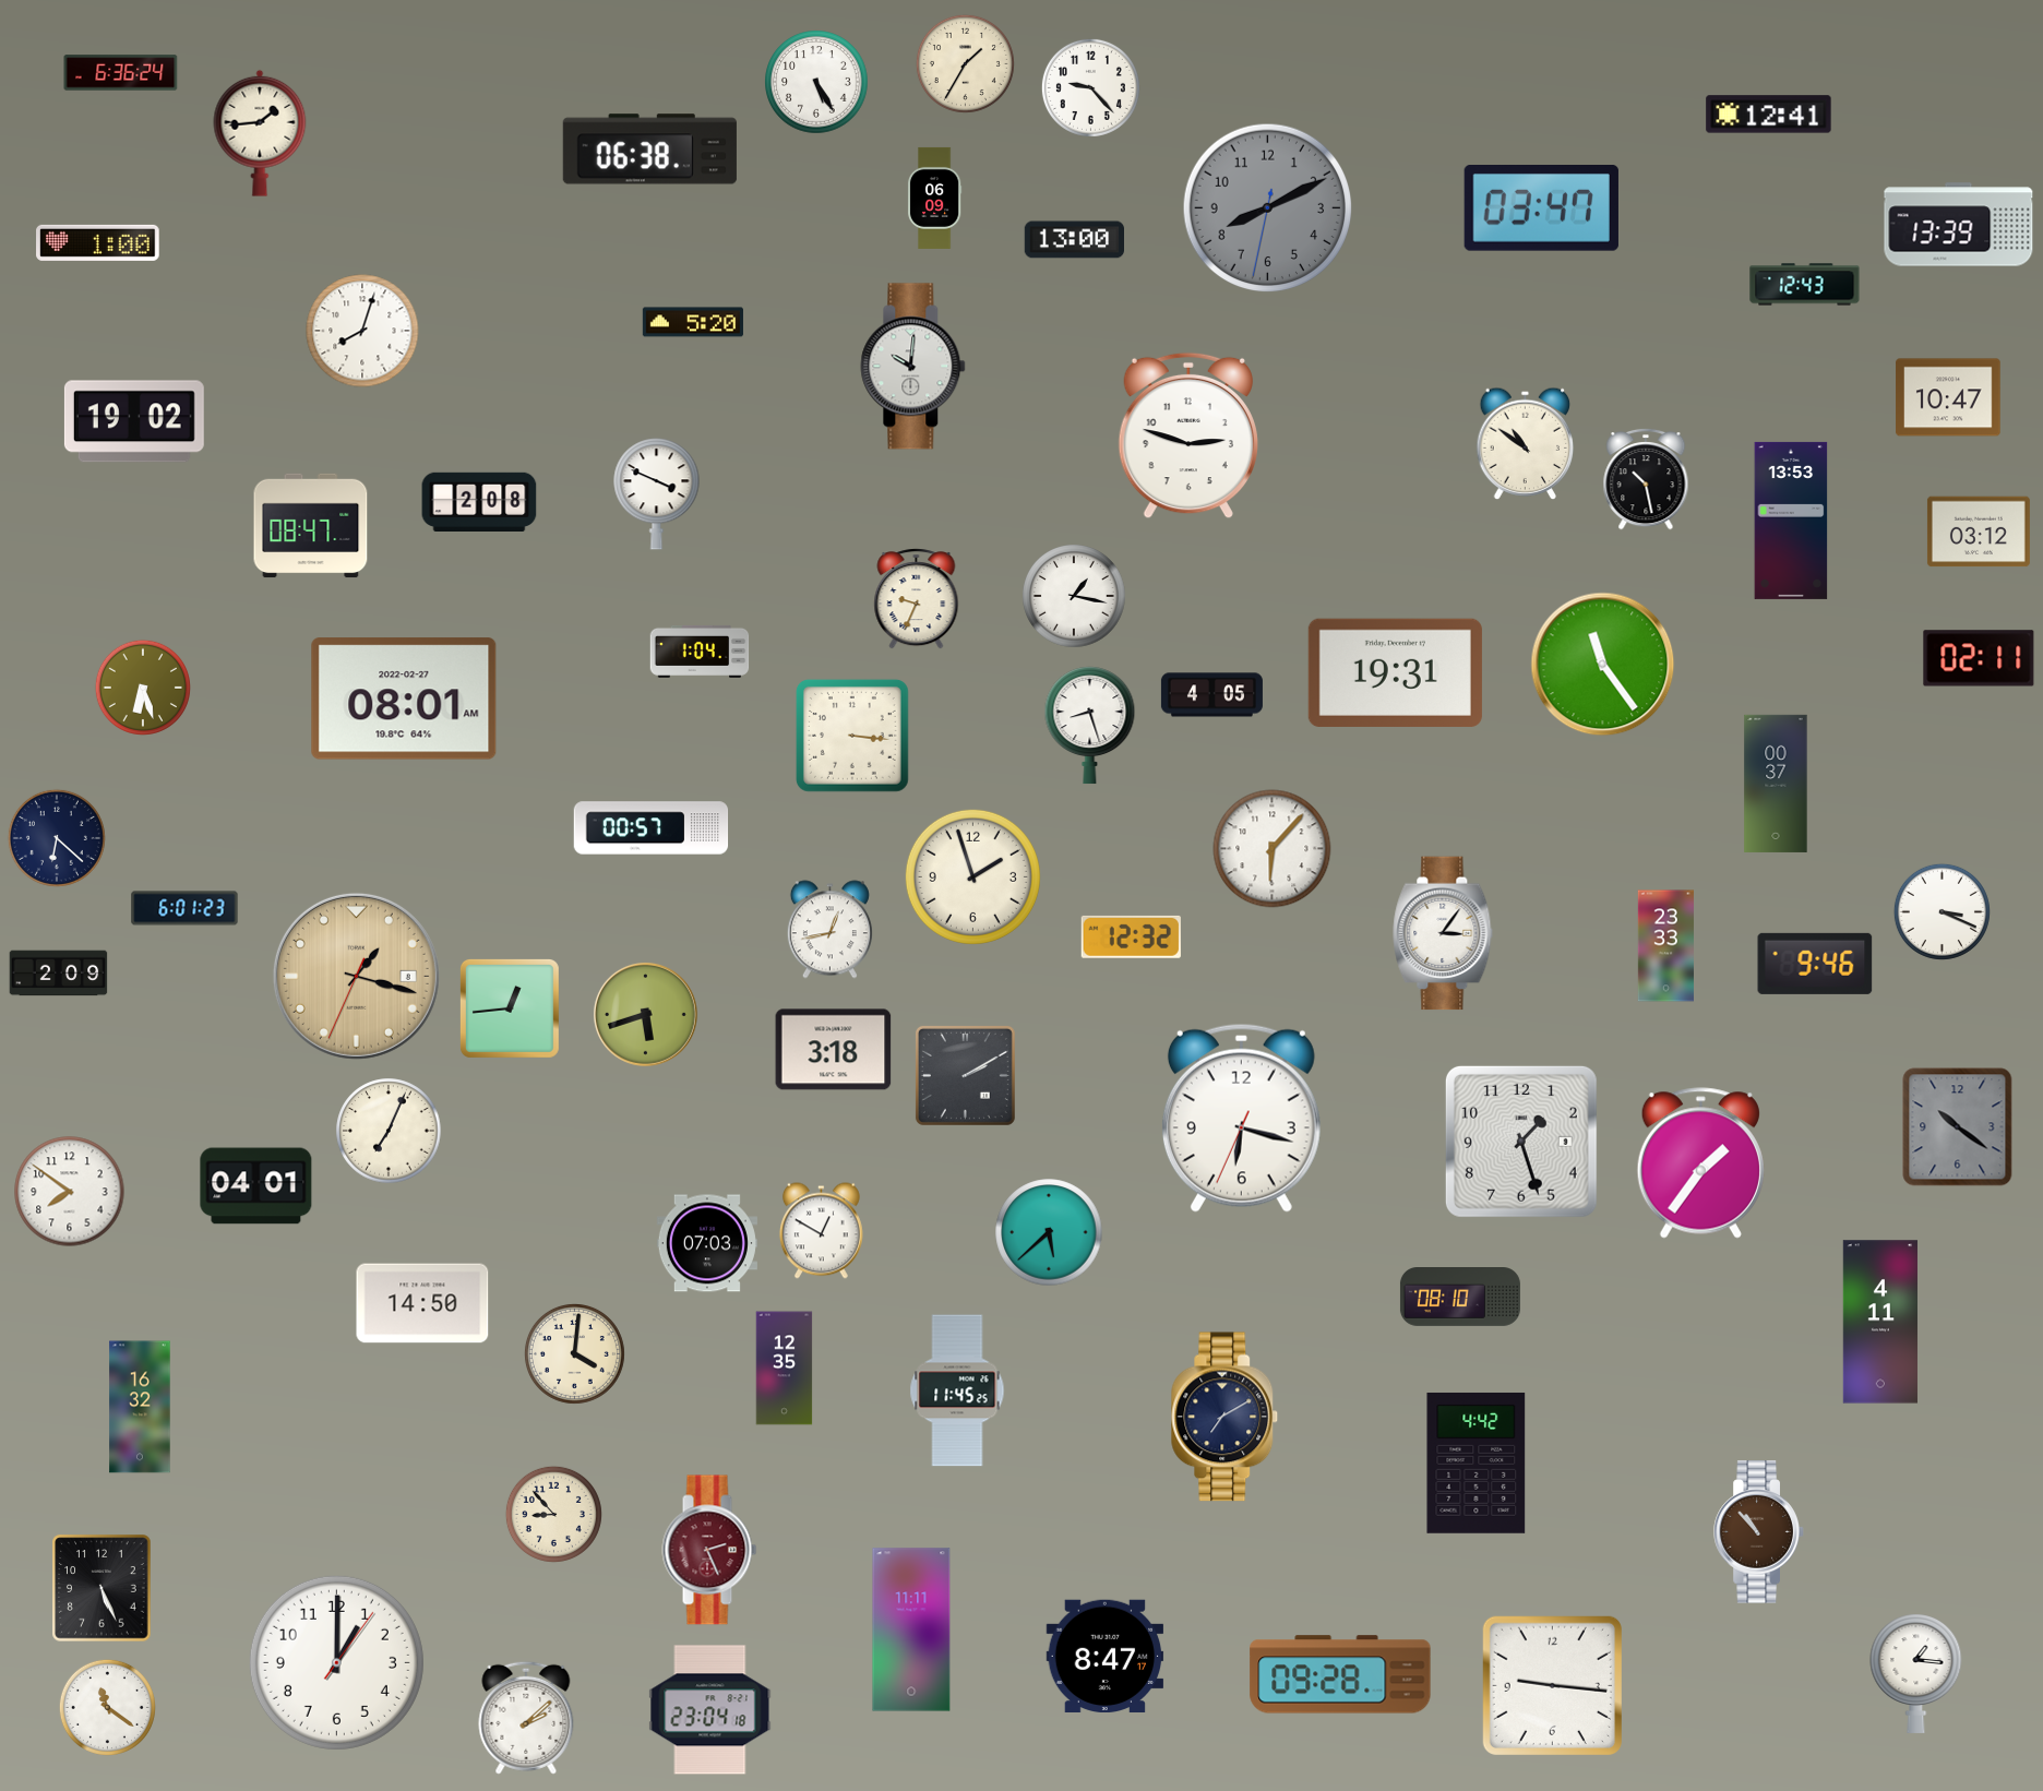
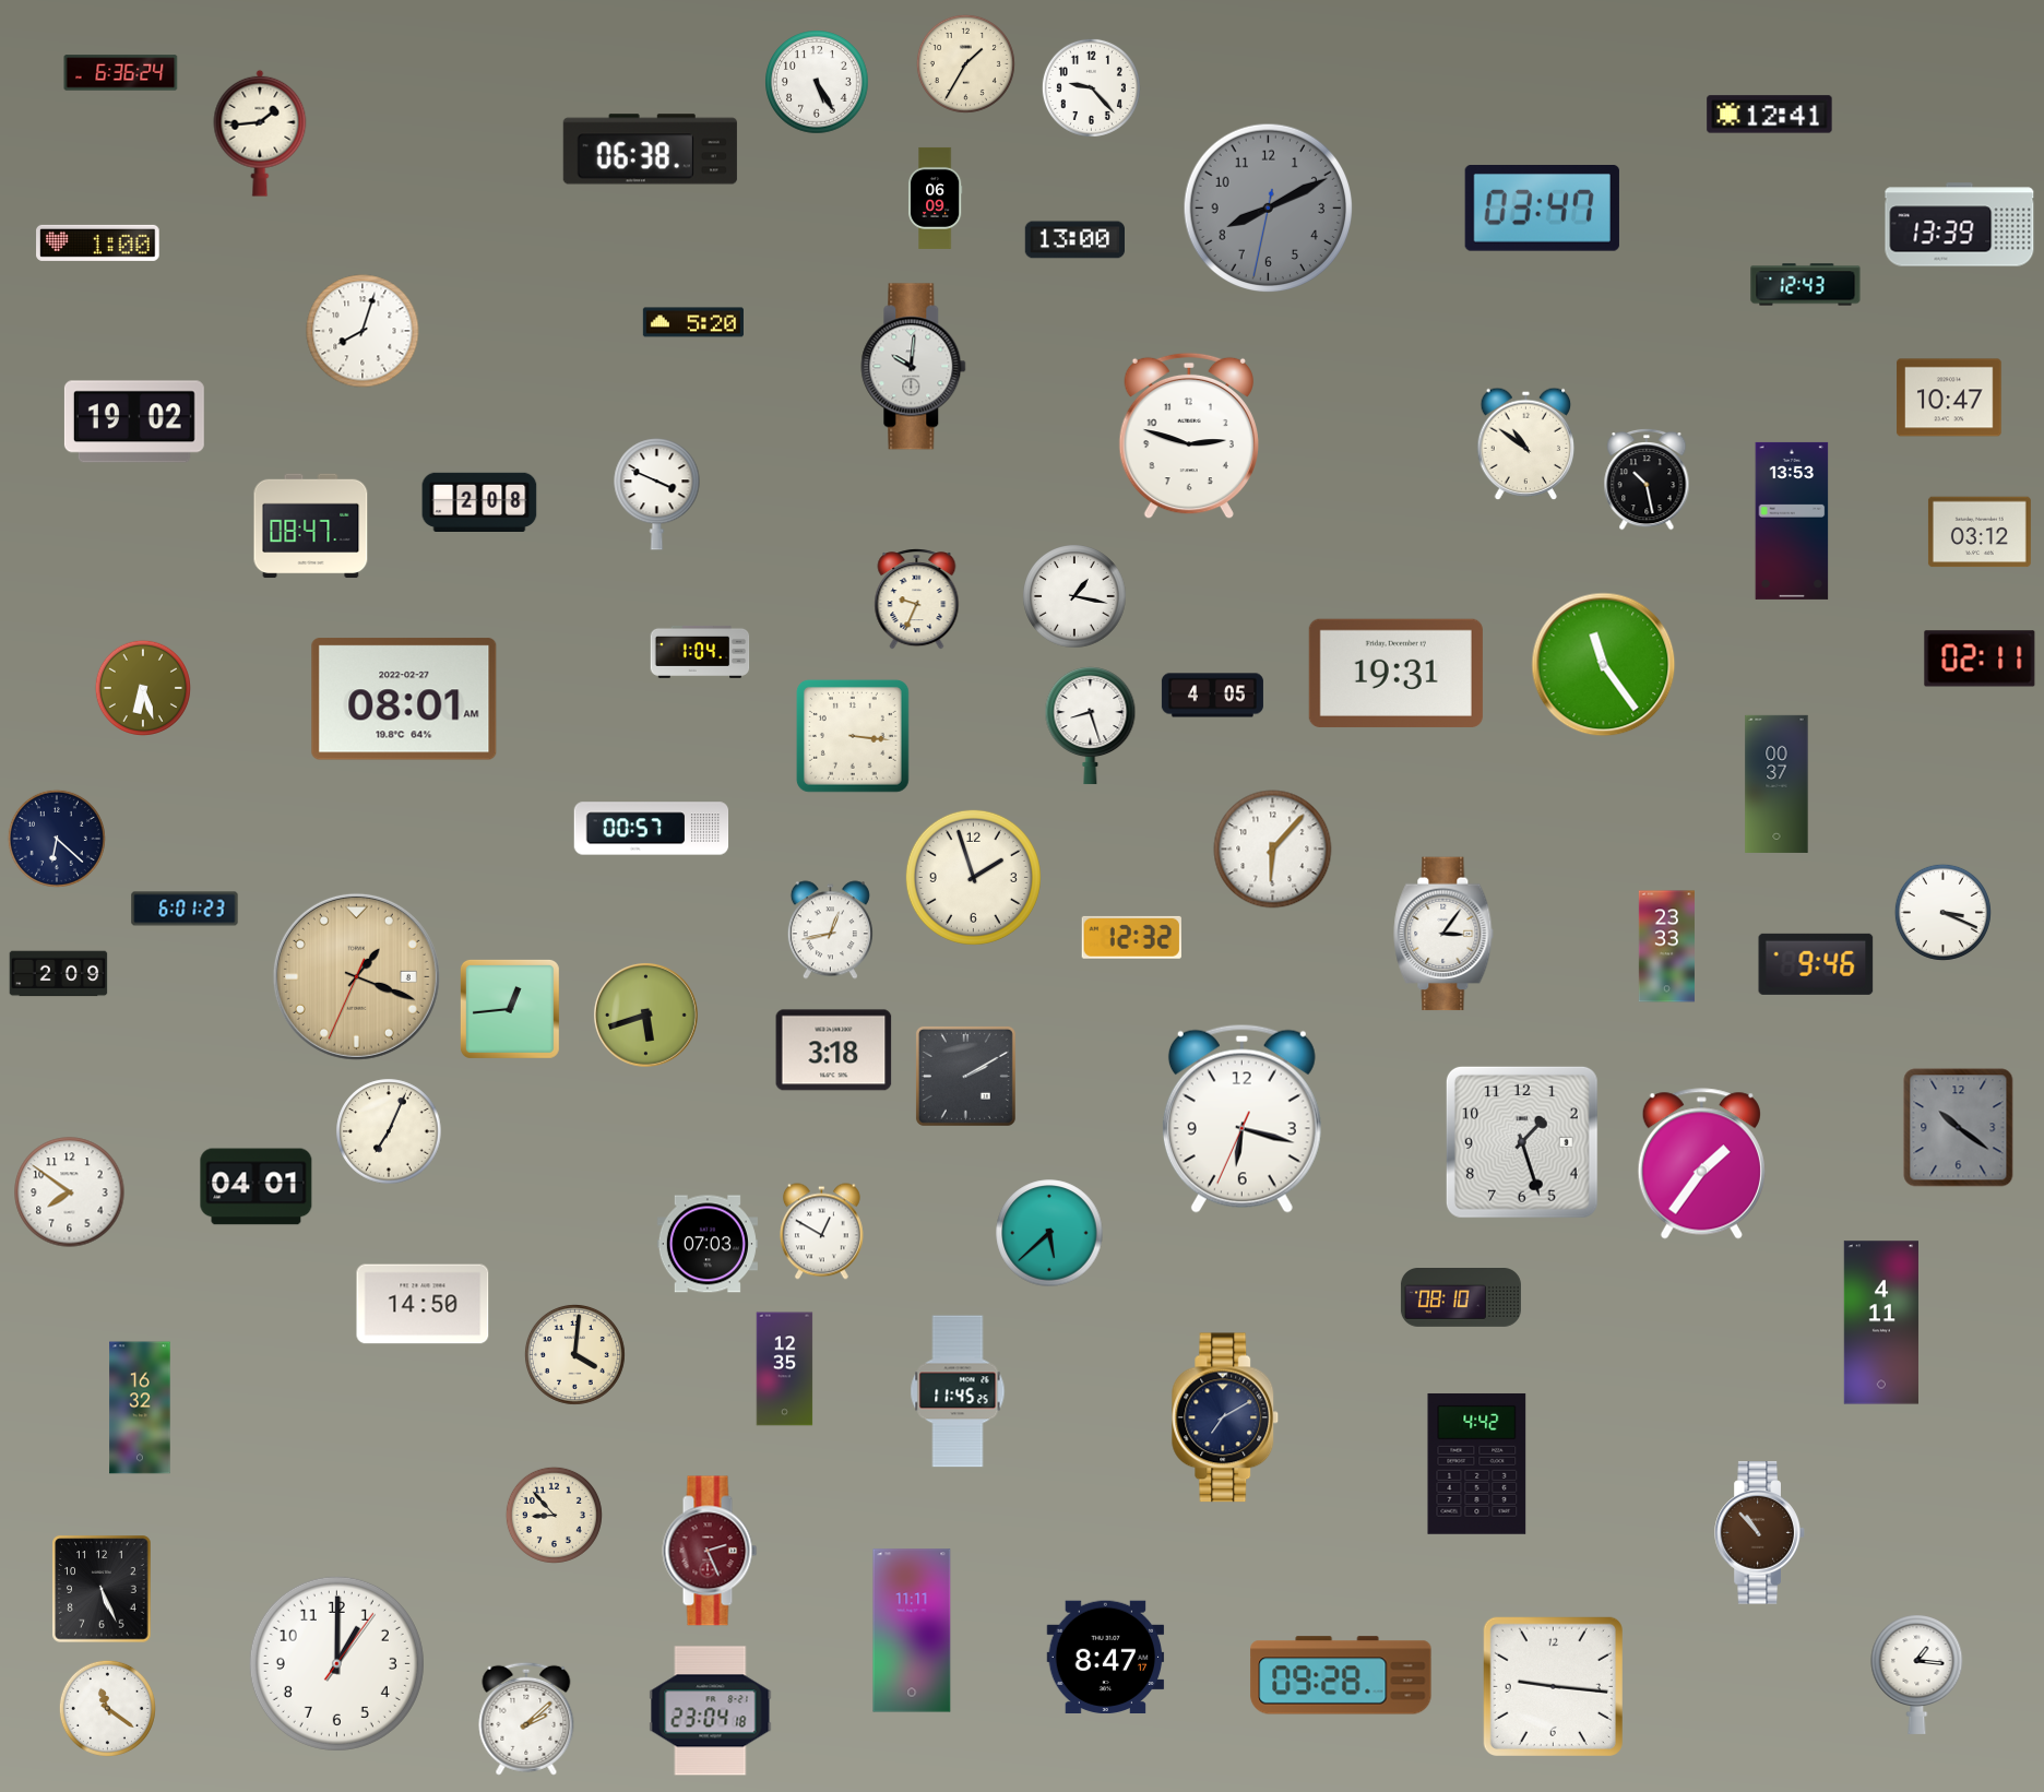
clock at (356, 976): 1:17 -> 1:18
